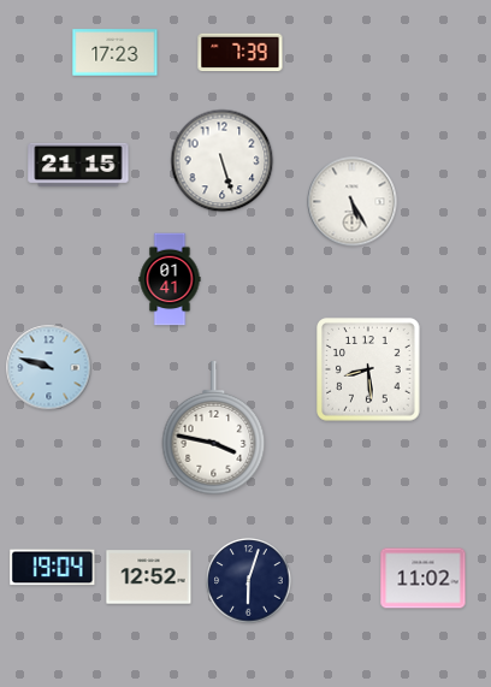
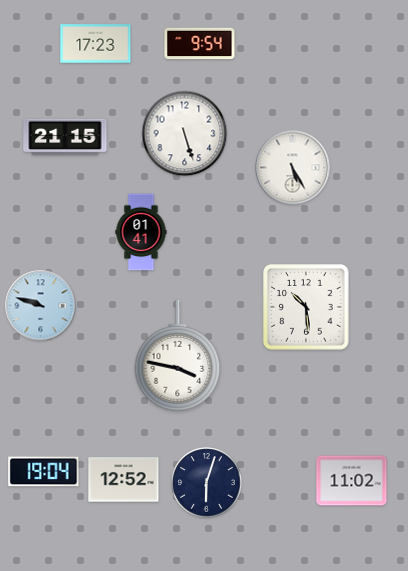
clock at (241, 53): 7:39 -> 9:54
clock at (368, 369): 8:29 -> 10:29
